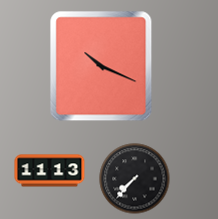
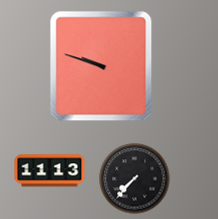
clock at (101, 66): 10:19 -> 9:48
